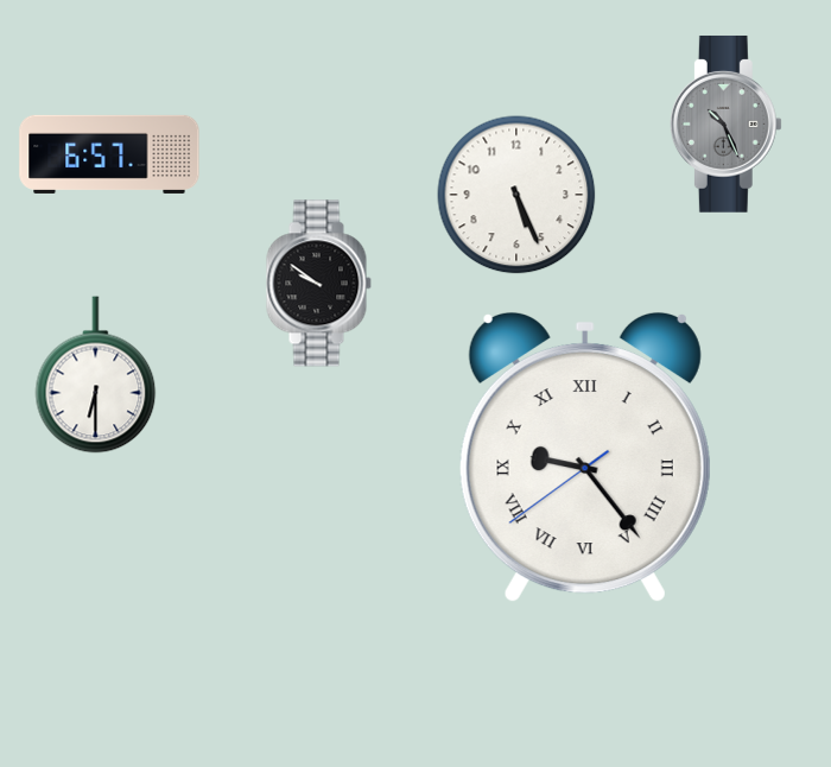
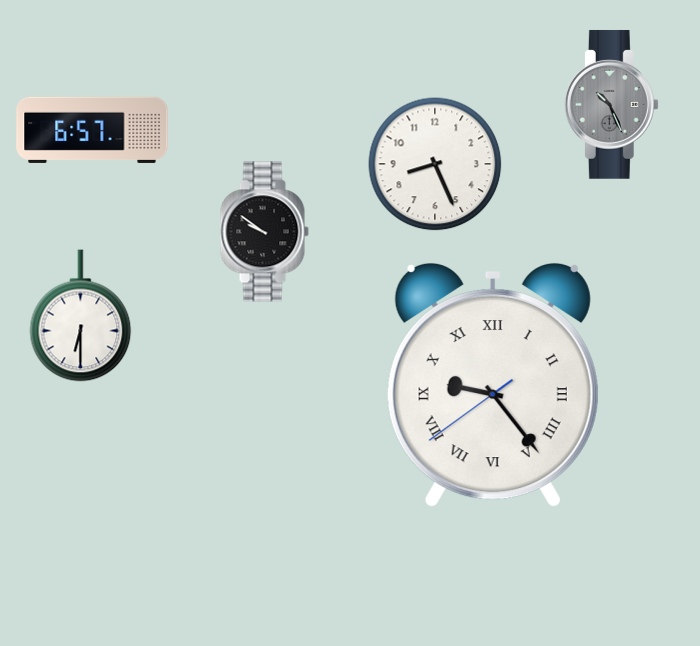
clock at (516, 195): 5:26 -> 8:26
clock at (318, 284) position: (318, 284) -> (264, 232)
